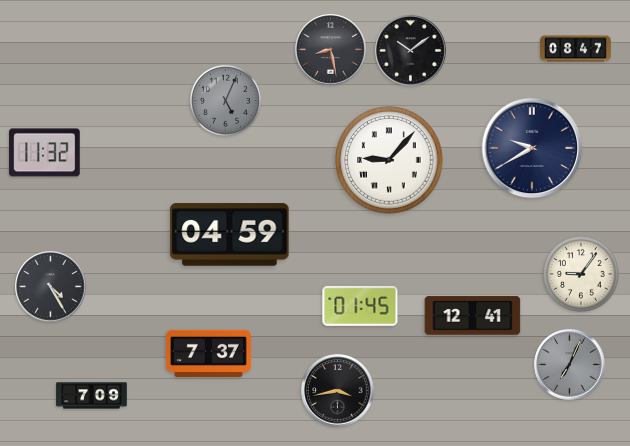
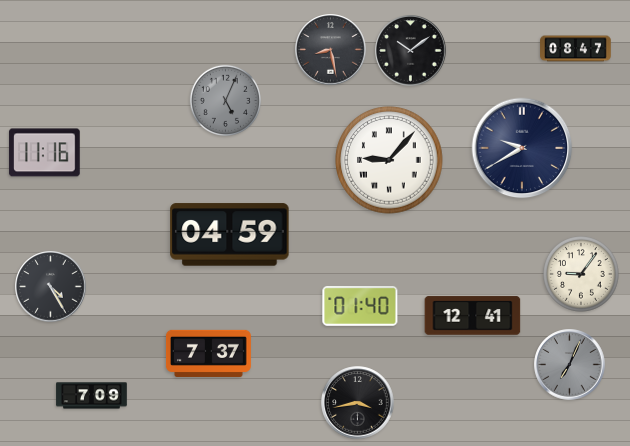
clock at (532, 148) position: (532, 148) -> (522, 148)
clock at (45, 153): 11:32 -> 11:16
clock at (360, 306): 01:45 -> 01:40
clock at (338, 391) position: (338, 391) -> (358, 403)
